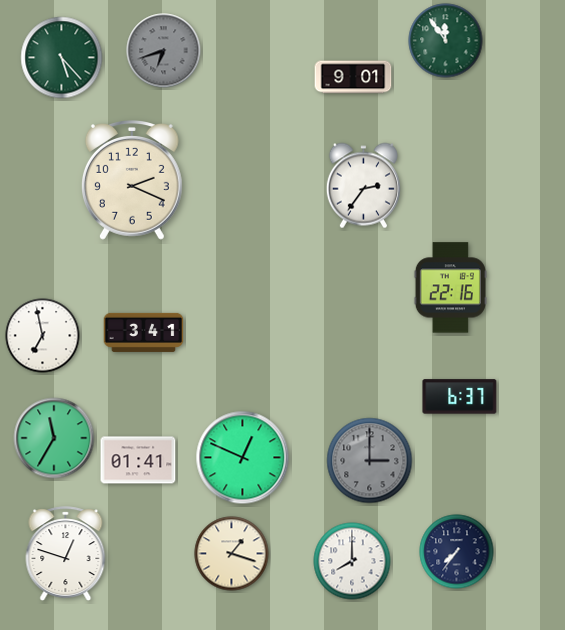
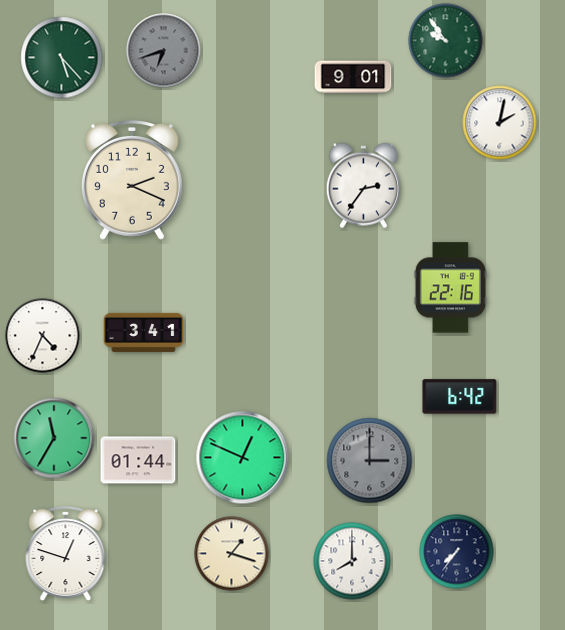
clock at (446, 41): 11:54 -> 9:54
clock at (500, 123): none -> 2:02
clock at (43, 336): 6:58 -> 4:34
clock at (460, 397): 6:37 -> 6:42
clock at (138, 460): 01:41 -> 01:44
